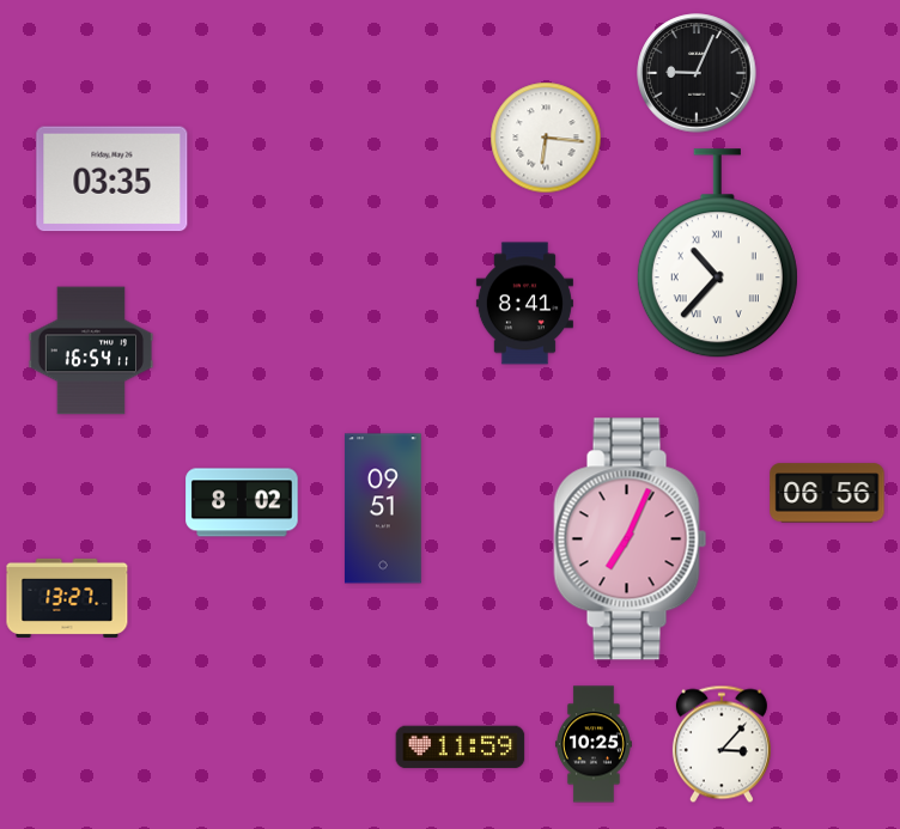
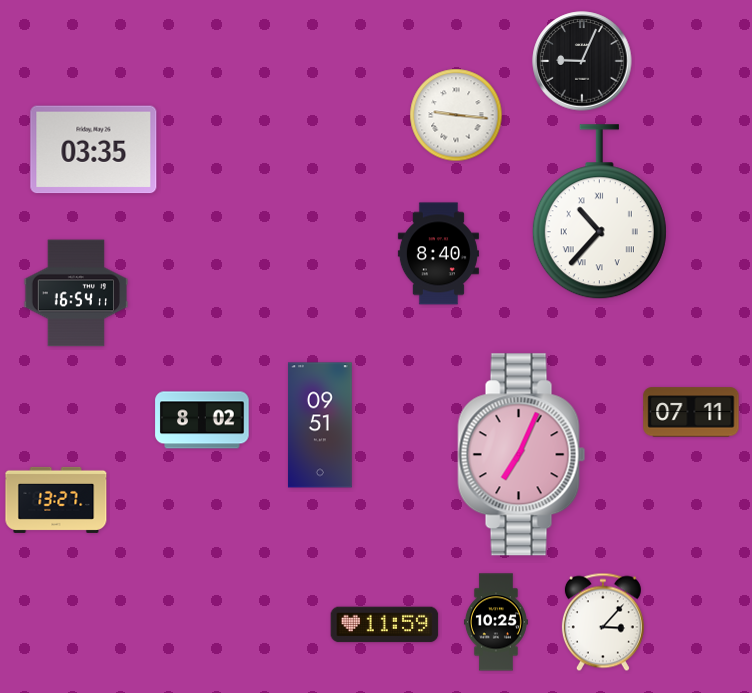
clock at (546, 138): 6:16 -> 9:16
clock at (524, 304): 8:41 -> 8:40
clock at (827, 493): 06:56 -> 07:11
clock at (631, 540) position: (631, 540) -> (522, 455)
